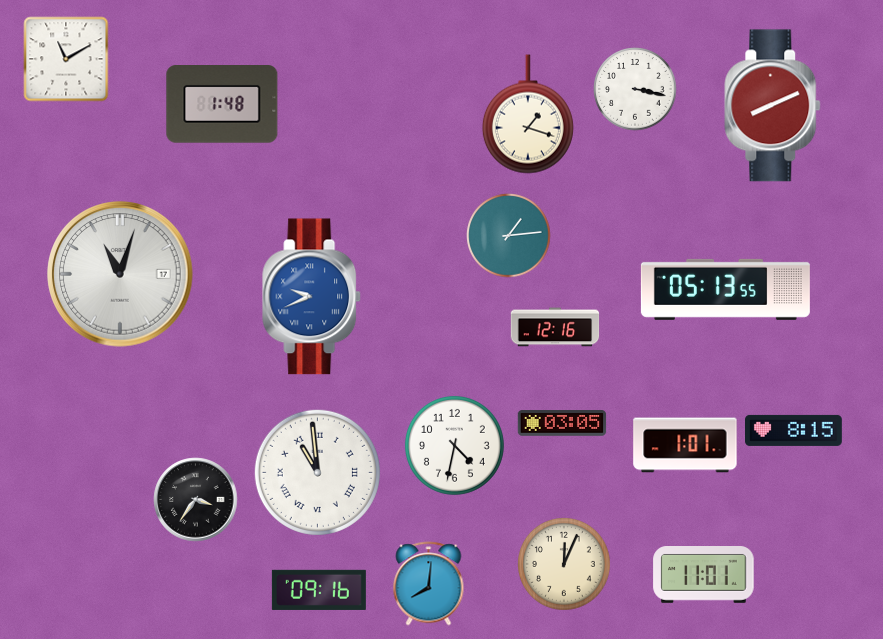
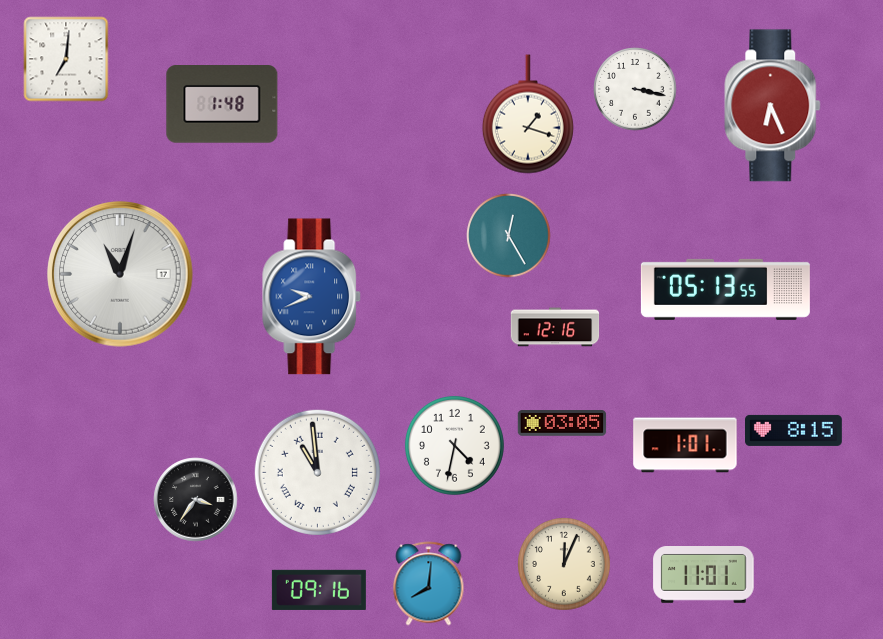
clock at (66, 59): 11:10 -> 7:01
clock at (773, 106): 8:11 -> 6:26
clock at (509, 236): 1:14 -> 12:25
